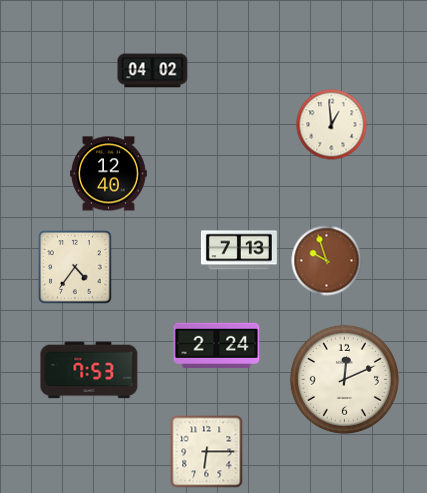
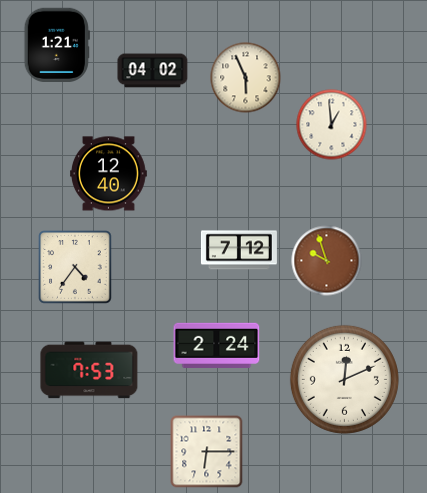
clock at (57, 44): none -> 1:21
clock at (246, 78): none -> 5:56
clock at (239, 250): 7:13 -> 7:12
